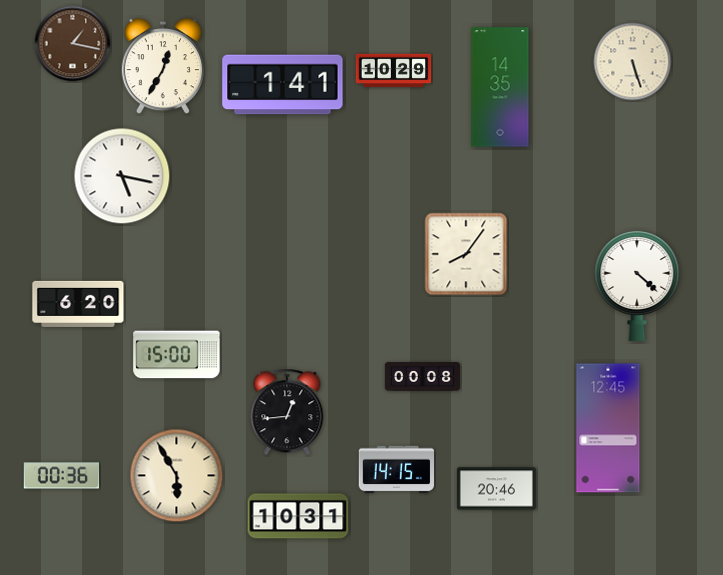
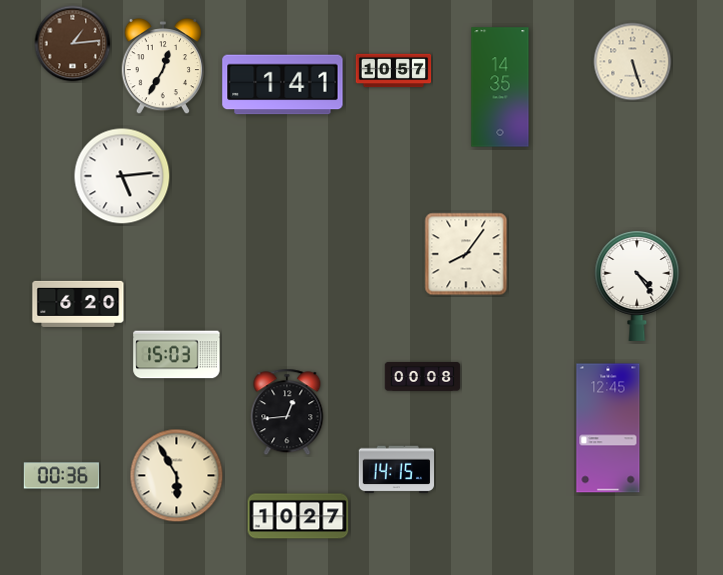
clock at (73, 44): 1:17 -> 1:14
clock at (394, 71): 10:29 -> 10:57
clock at (122, 176): 5:17 -> 5:14
clock at (637, 286): 4:22 -> 4:24
clock at (177, 355): 15:00 -> 15:03
clock at (496, 489): 20:46 -> none
clock at (298, 516): 10:31 -> 10:27
